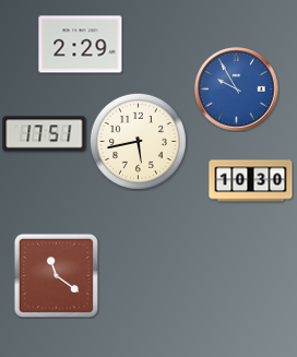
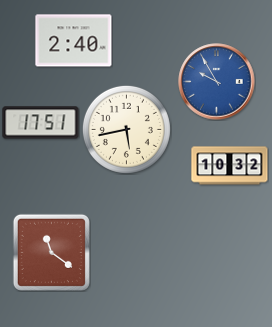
clock at (81, 45): 2:29 -> 2:40
clock at (251, 181): 10:30 -> 10:32
